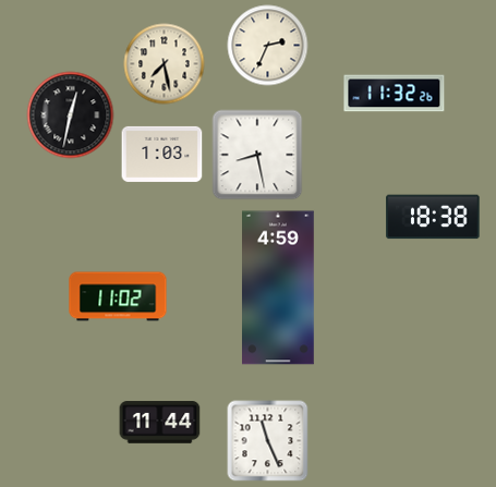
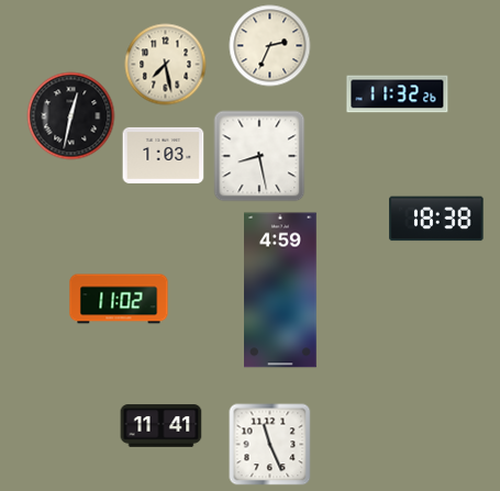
clock at (160, 423): 11:44 -> 11:41
